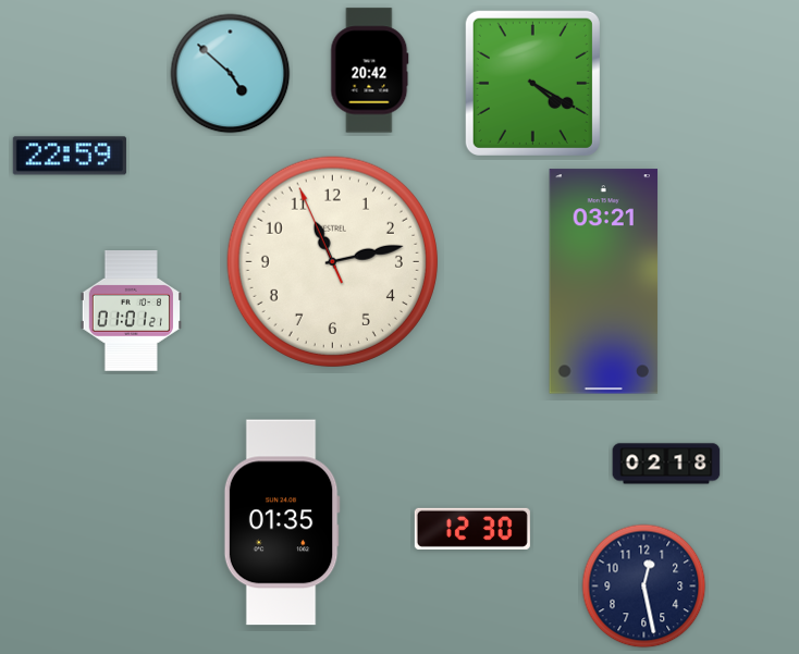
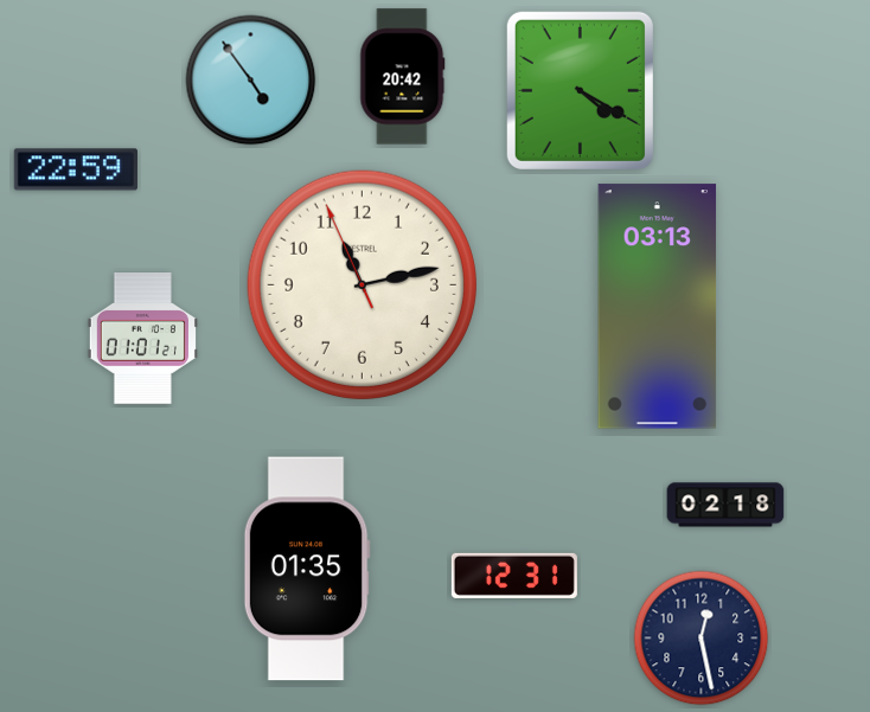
clock at (231, 74): 4:52 -> 4:54
clock at (604, 282): 03:21 -> 03:13
clock at (472, 529): 12:30 -> 12:31
